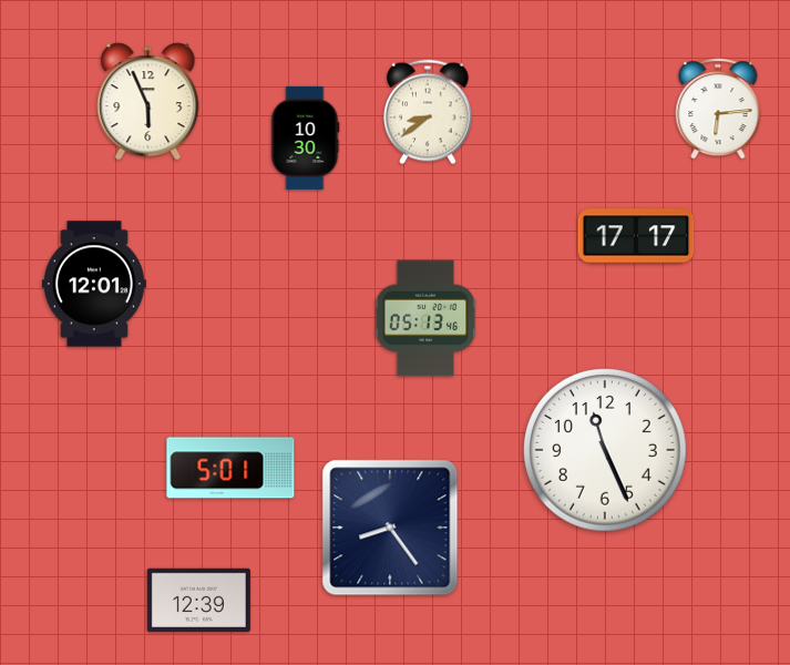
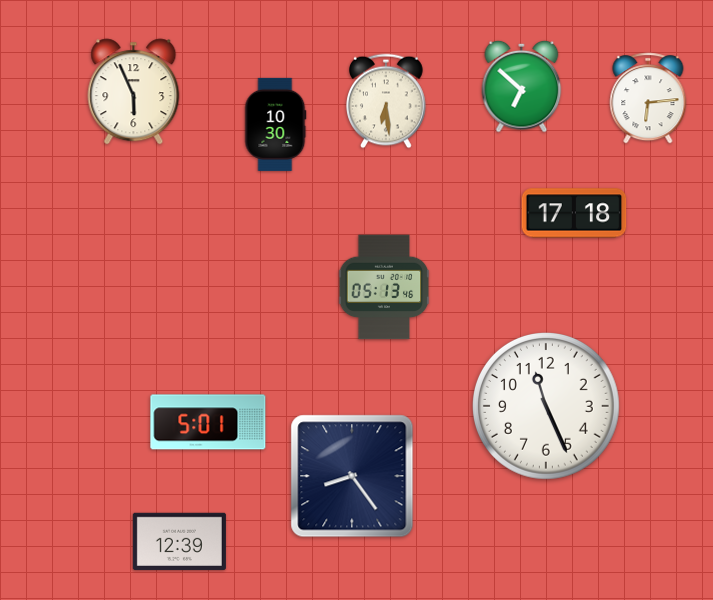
clock at (522, 86): none -> 6:52
clock at (429, 112): 8:39 -> 6:29
clock at (636, 236): 17:17 -> 17:18
clock at (94, 284): 12:01 -> none
